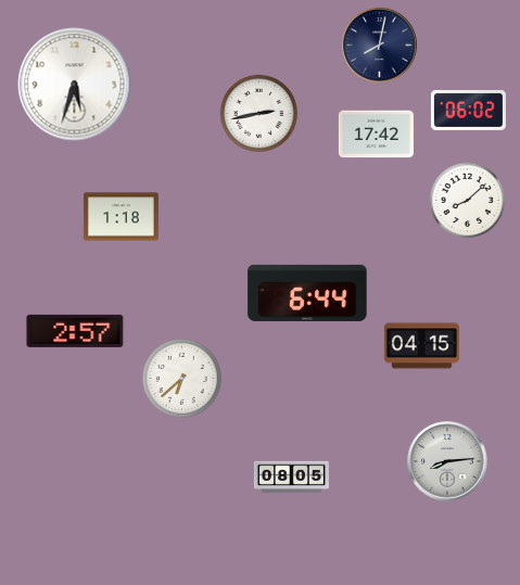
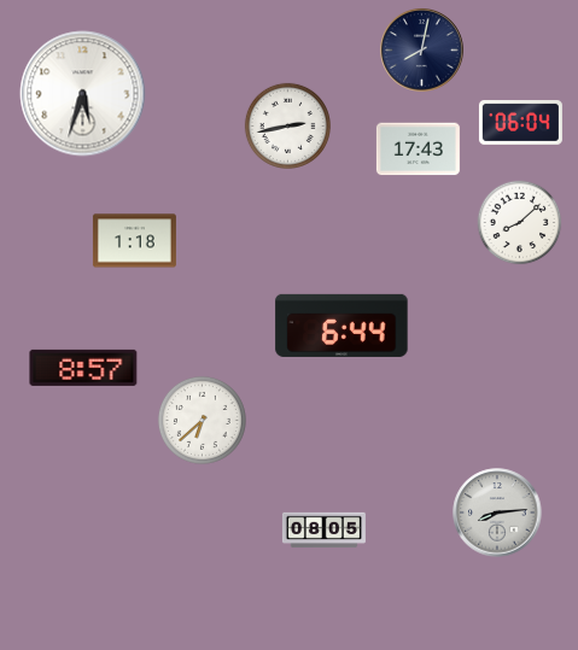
clock at (468, 110): 06:02 -> 06:04
clock at (376, 135): 17:42 -> 17:43
clock at (75, 331): 2:57 -> 8:57
clock at (421, 346): 04:15 -> none
